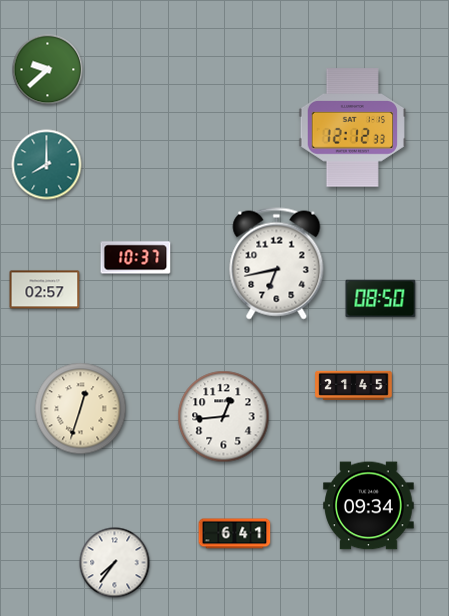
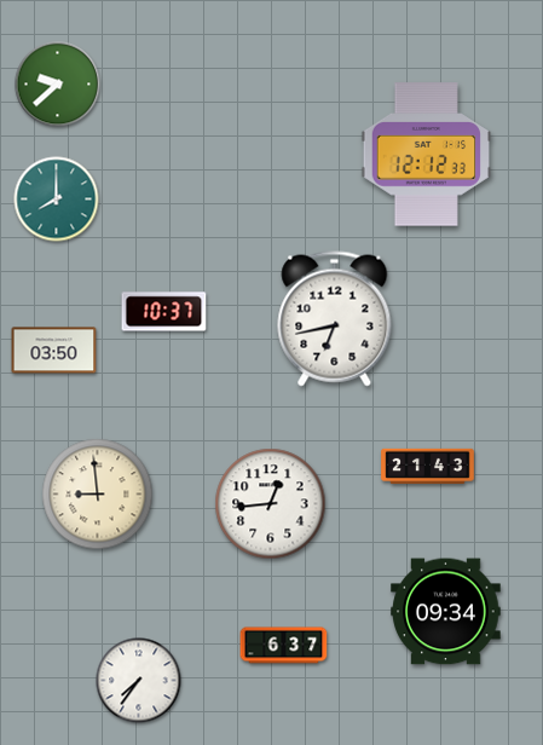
clock at (45, 290): 02:57 -> 03:50
clock at (381, 299): 08:50 -> none
clock at (354, 385): 21:45 -> 21:43
clock at (81, 409): 12:33 -> 8:59
clock at (235, 534): 6:41 -> 6:37
